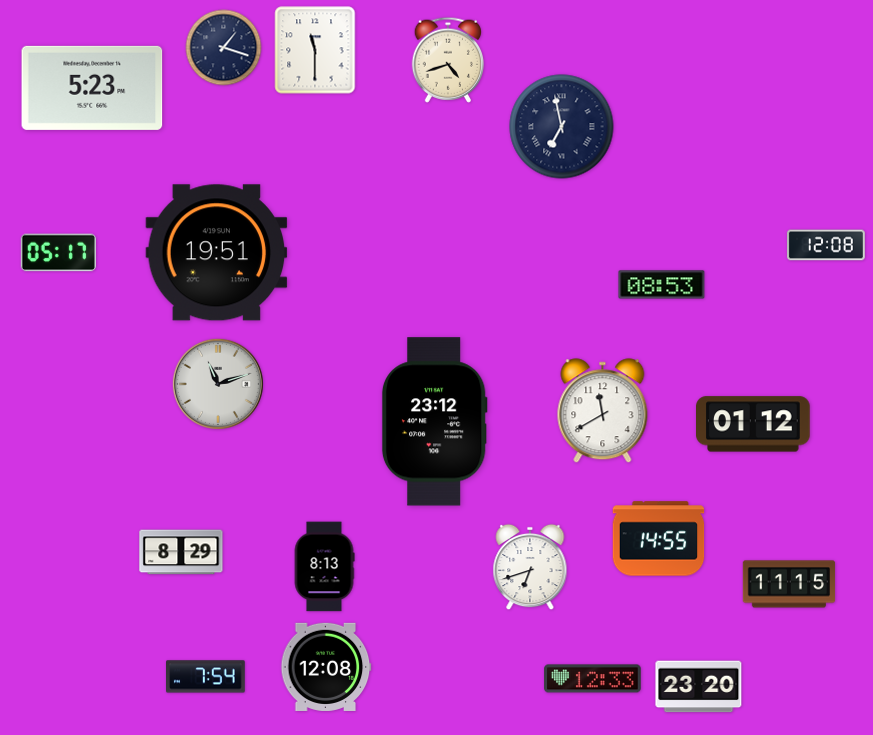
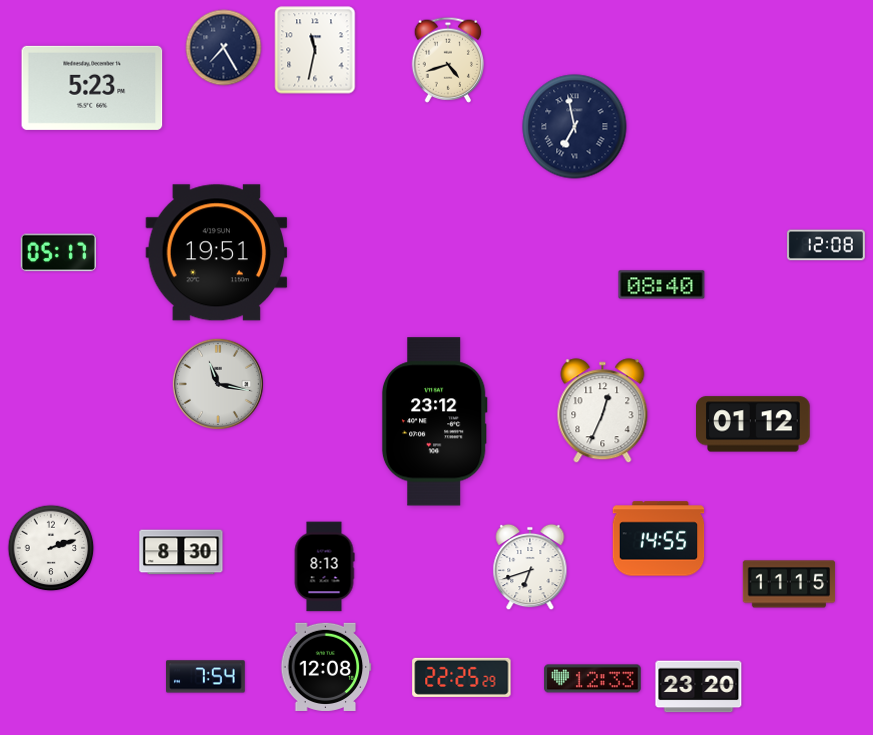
clock at (224, 48): 1:18 -> 7:25
clock at (315, 50): 11:30 -> 11:32
clock at (562, 127) position: (562, 127) -> (575, 127)
clock at (662, 285): 08:53 -> 08:40
clock at (218, 384): 11:12 -> 11:17
clock at (603, 411): 11:40 -> 12:34
clock at (51, 548): none -> 2:12
clock at (181, 552): 8:29 -> 8:30
clock at (462, 677): none -> 22:25
